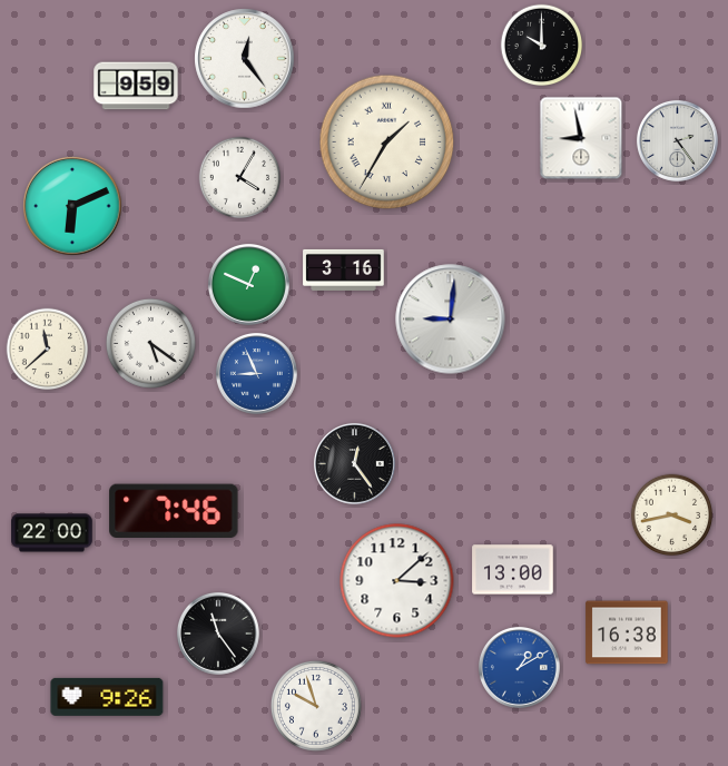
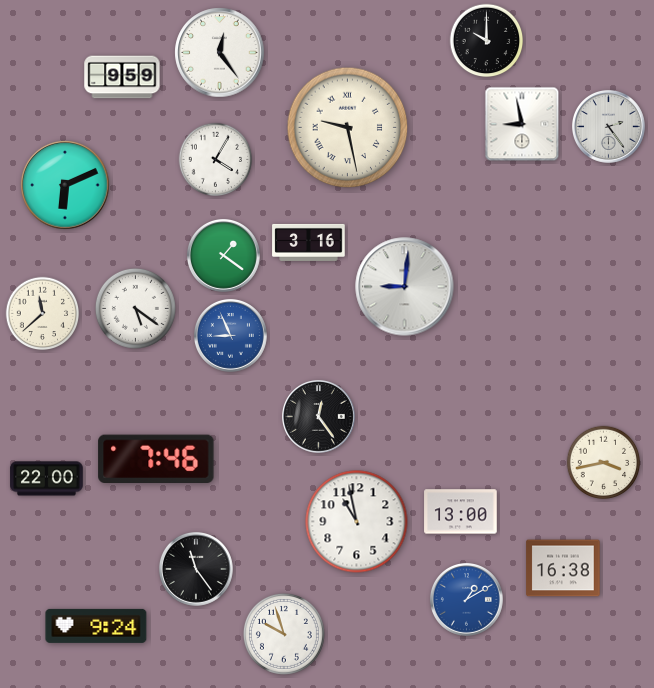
clock at (387, 143): 1:35 -> 9:28
clock at (248, 284): 12:49 -> 1:21
clock at (397, 581): 3:08 -> 10:58
clock at (107, 697): 9:26 -> 9:24
